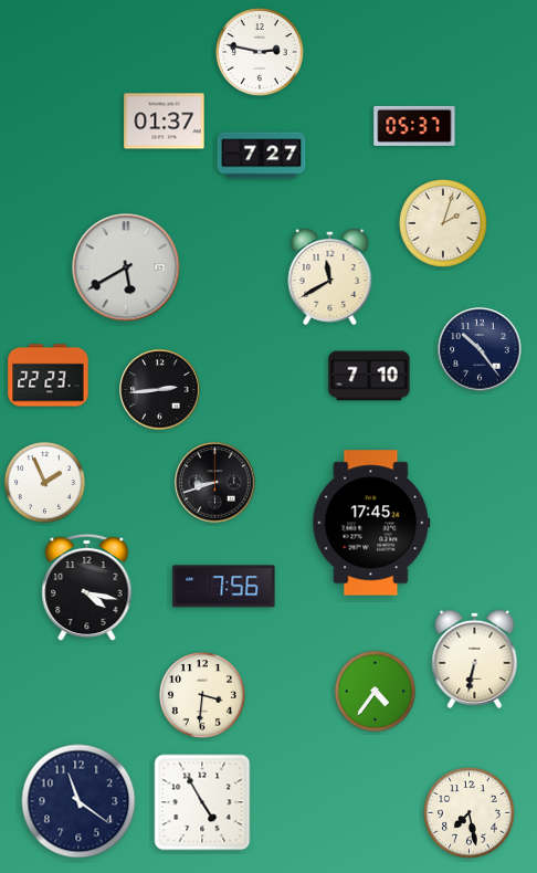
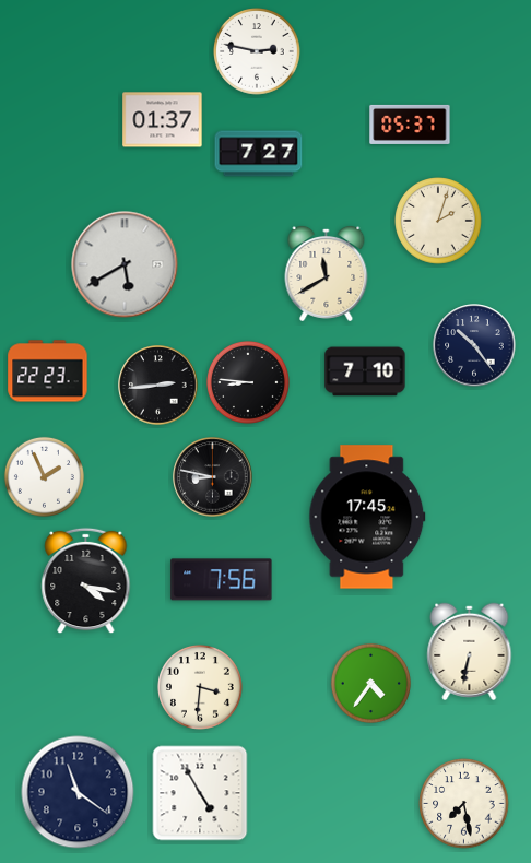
clock at (248, 382): none -> 8:46
clock at (215, 483): 8:42 -> 8:47
